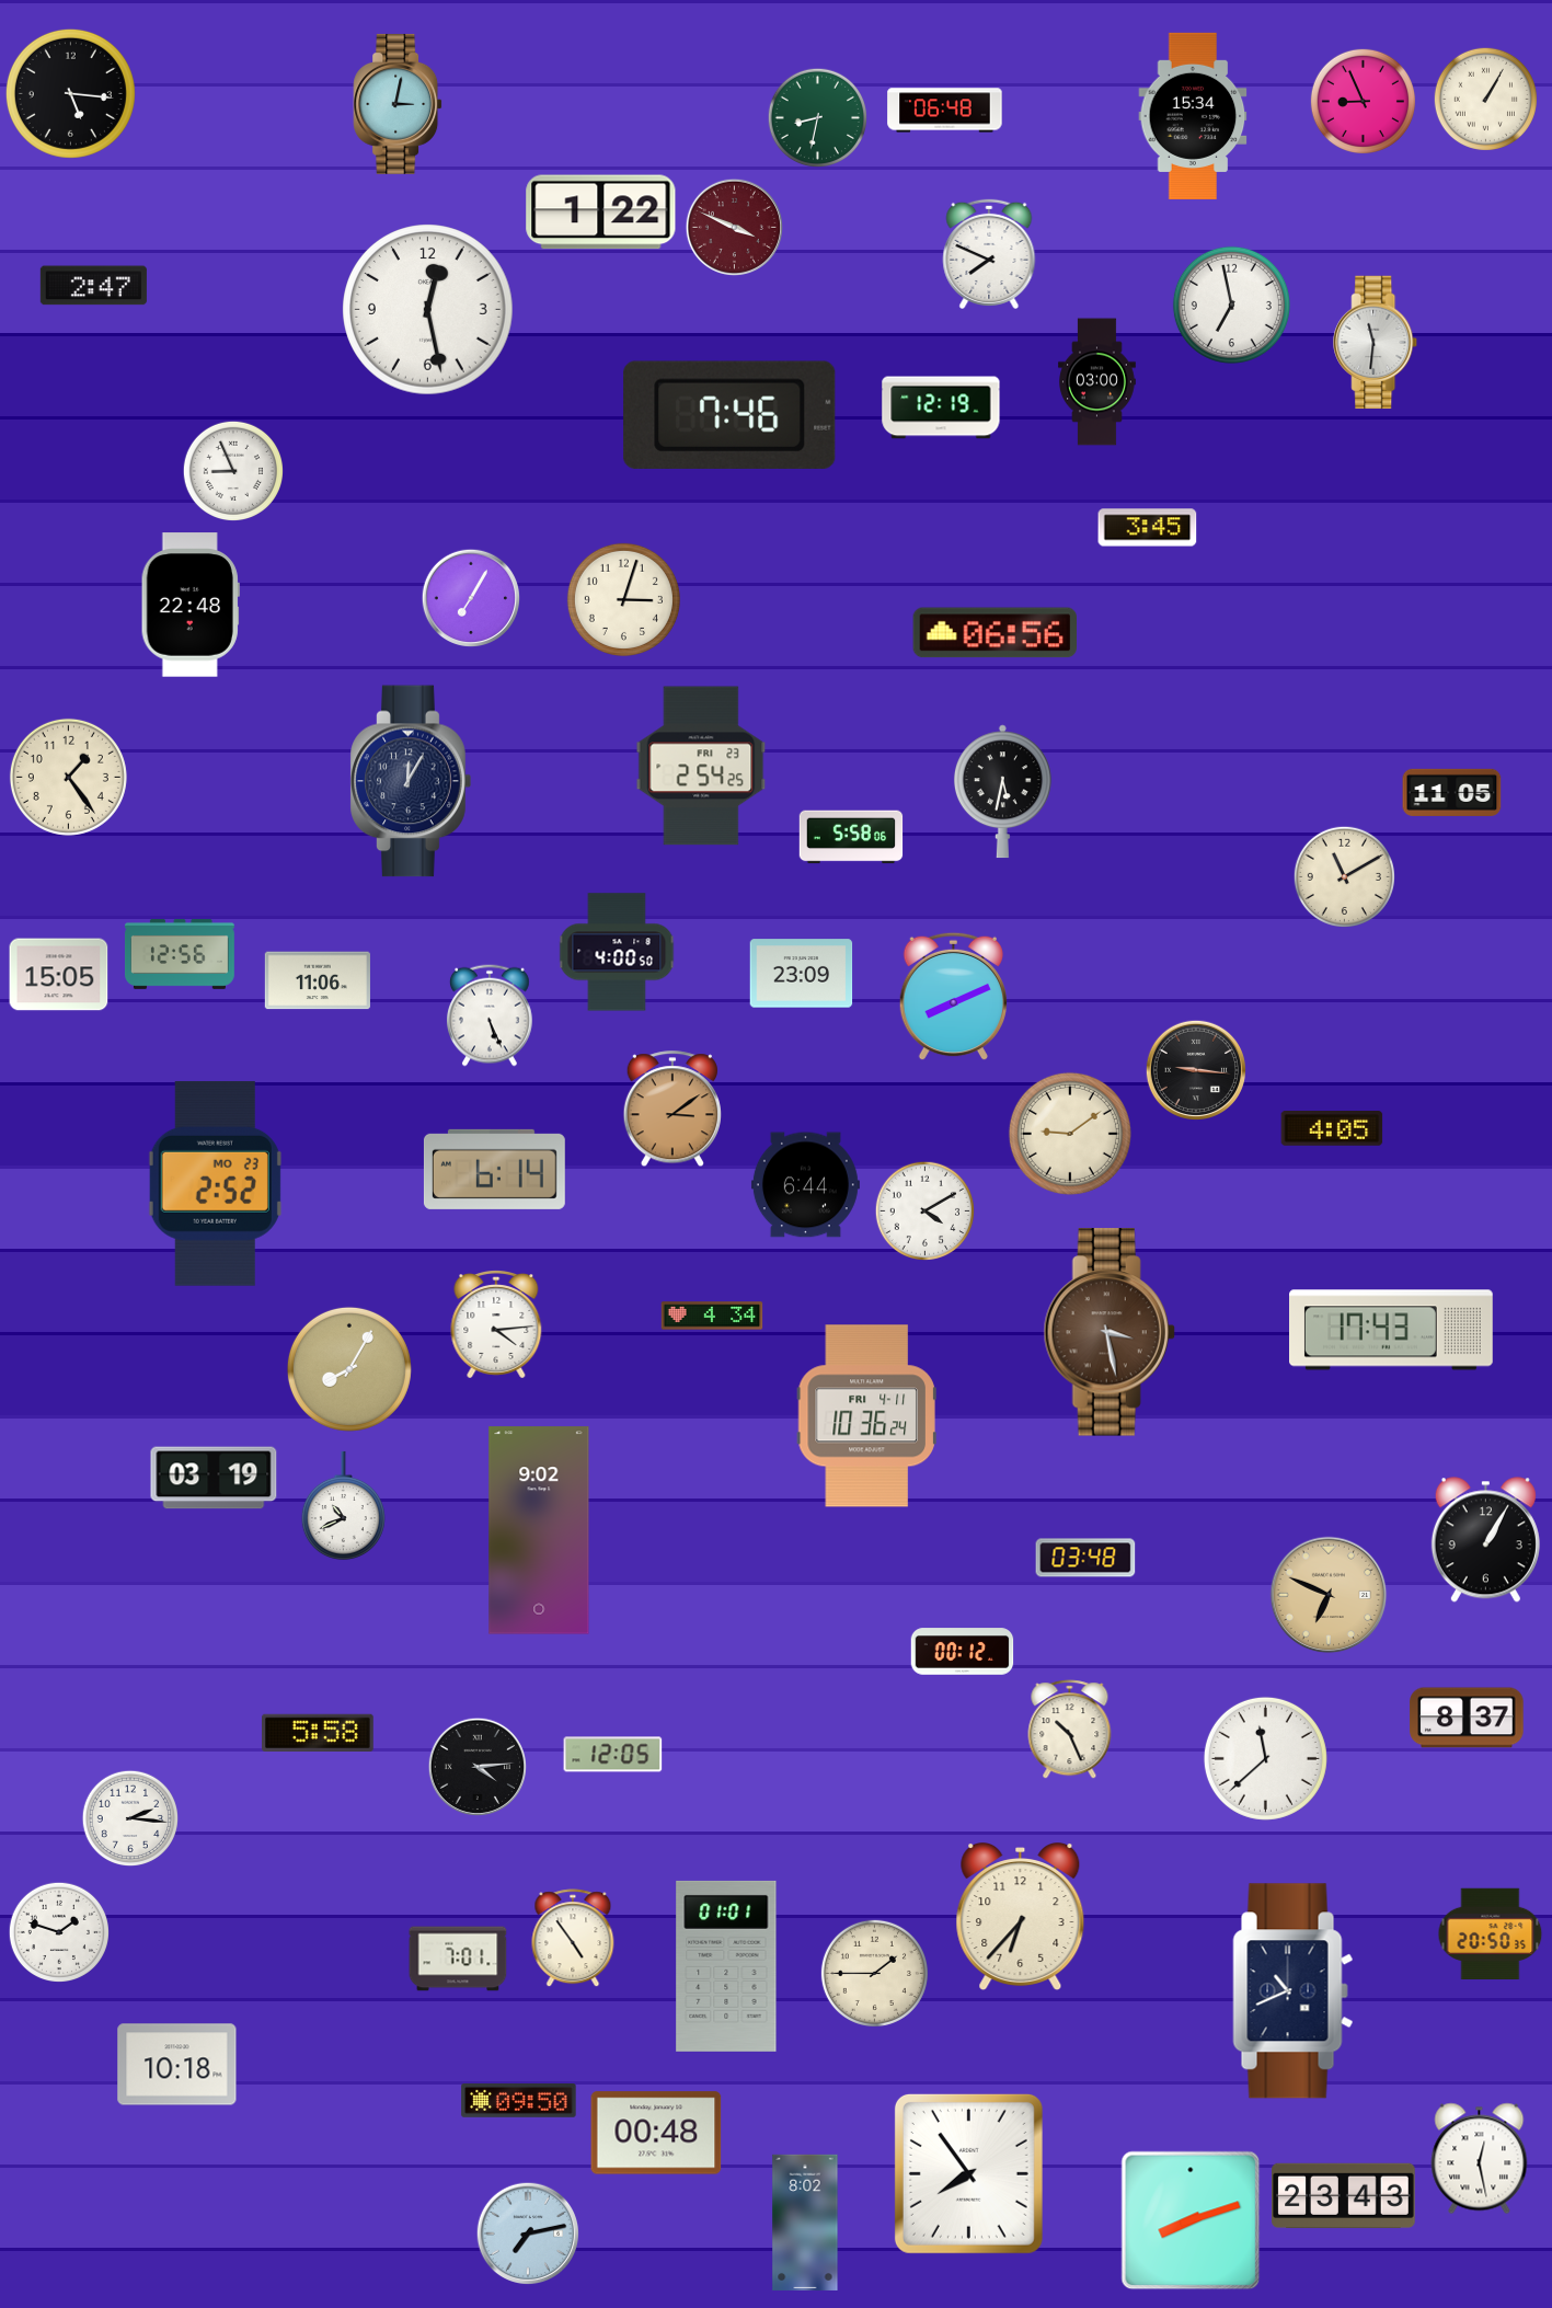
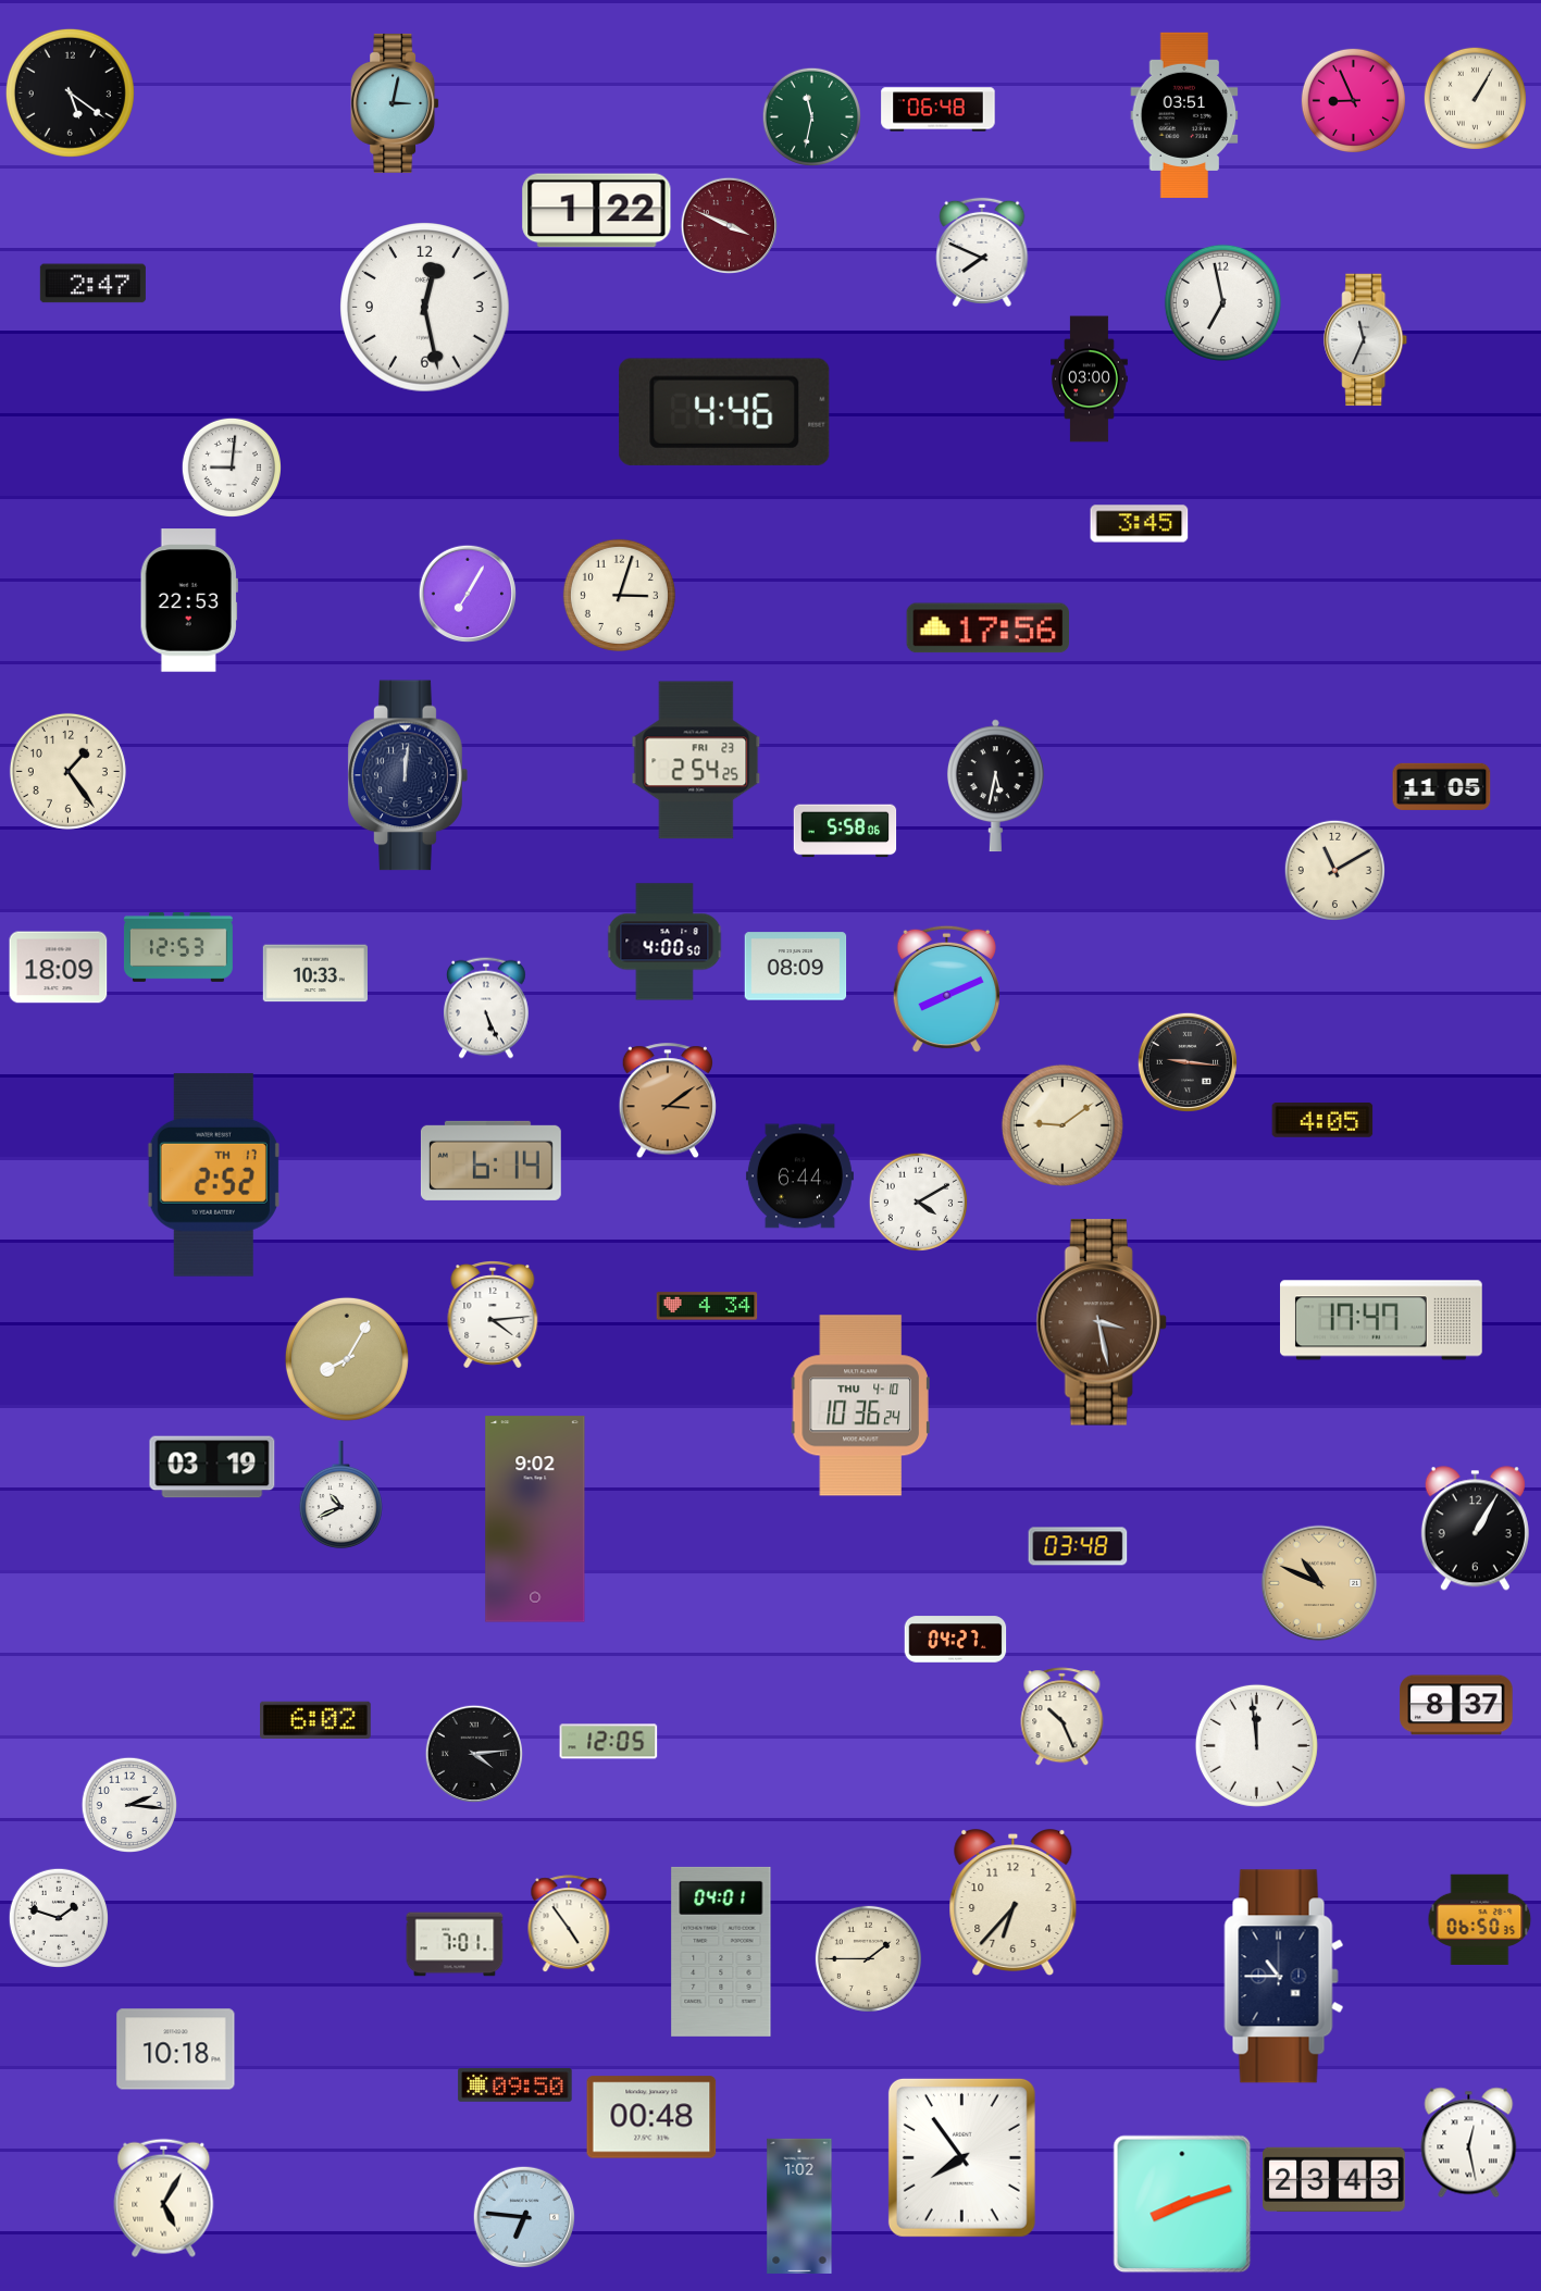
clock at (70, 93): 5:16 -> 5:21
clock at (1193, 116): 15:34 -> 03:51
clock at (817, 117): 8:32 -> 11:32
clock at (1376, 343): 11:31 -> 11:34
clock at (941, 407): 12:19 -> none
clock at (729, 415): 7:46 -> 4:46
clock at (232, 470): 8:56 -> 9:01
clock at (191, 605): 22:48 -> 22:53
clock at (995, 633): 06:56 -> 17:56
clock at (411, 781): 12:05 -> 12:01
clock at (617, 952) position: (617, 952) -> (664, 942)
clock at (180, 954): 12:56 -> 12:53
clock at (802, 974): 23:09 -> 08:09
clock at (59, 975): 15:05 -> 18:09
clock at (318, 980): 11:06 -> 10:33
clock at (215, 1183) date: MO 23 -> TH 17
clock at (1392, 1330): 17:43 -> 17:47
clock at (866, 1416) date: FRI 4-11 -> THU 4-10
clock at (1329, 1595): 6:49 -> 10:49
clock at (963, 1652): 00:12 -> 04:27
clock at (319, 1732): 5:58 -> 6:02
clock at (1265, 1758): 11:38 -> 11:59
clock at (1491, 1933): 20:50 -> 06:50
clock at (726, 1966): 01:01 -> 04:01
clock at (1294, 1991): 10:41 -> 10:45
clock at (164, 2197): none -> 5:05
clock at (805, 2223): 8:02 -> 1:02
clock at (528, 2234): 7:13 -> 6:46
